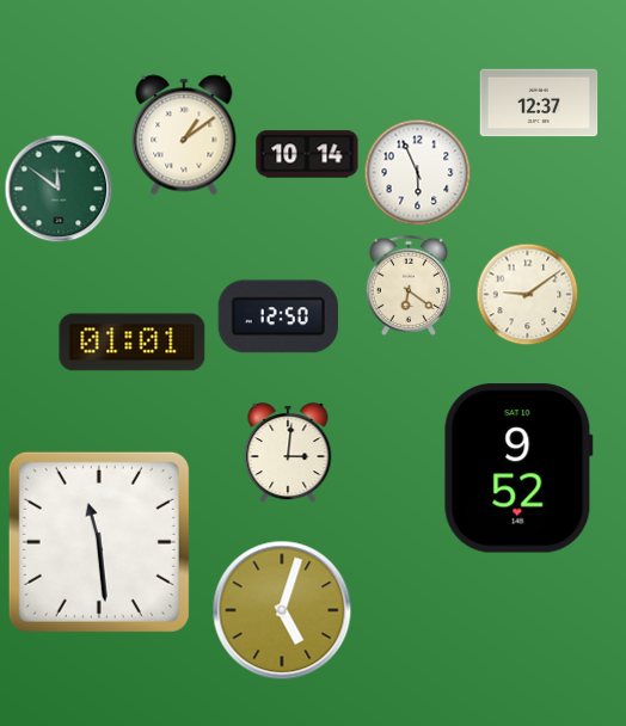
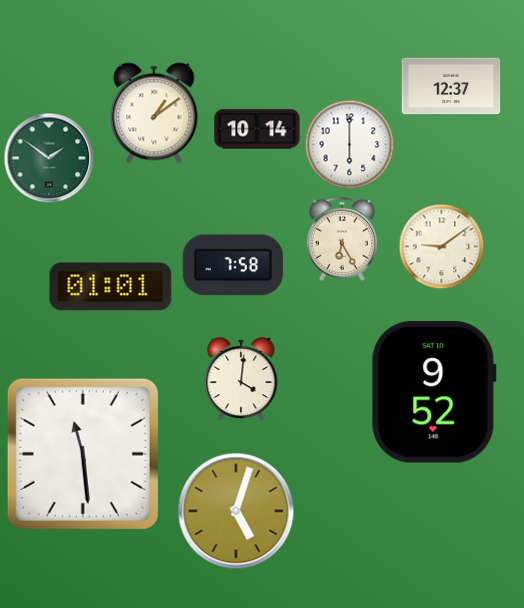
clock at (418, 173): 5:56 -> 6:00
clock at (59, 189): 11:51 -> 1:51
clock at (409, 285): 6:21 -> 6:25
clock at (278, 316): 12:50 -> 7:58
clock at (288, 454): 3:01 -> 4:01
